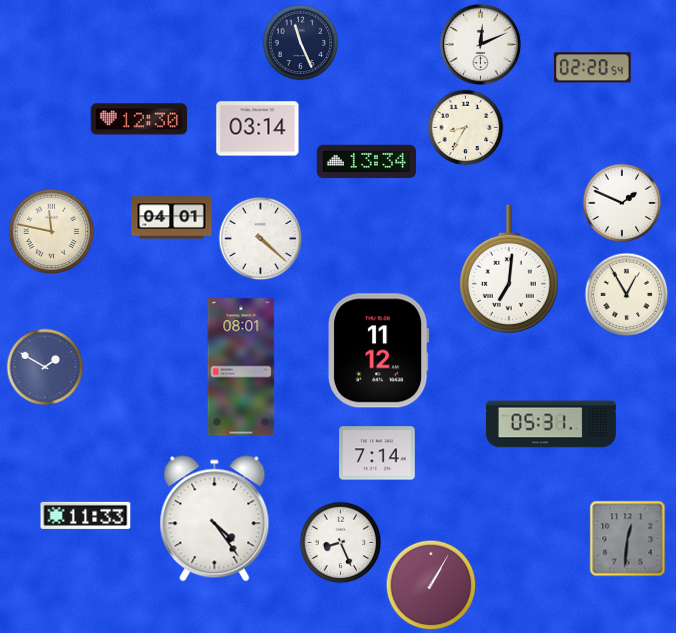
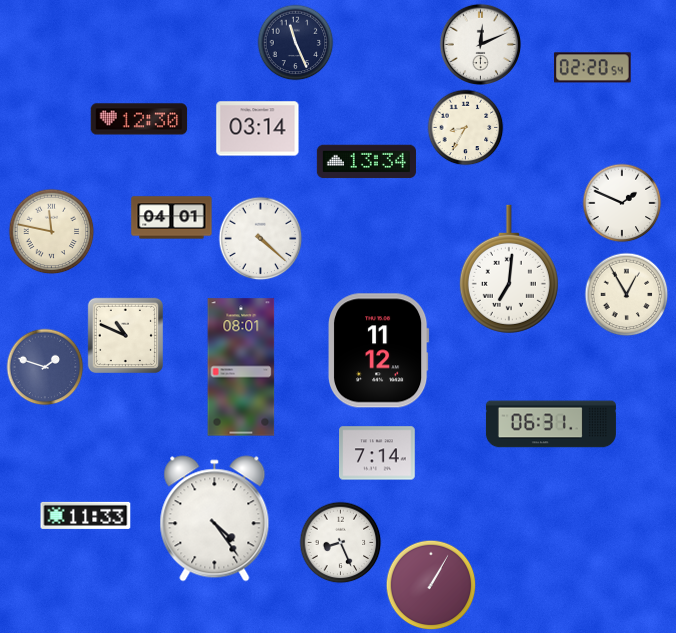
clock at (301, 43) position: (301, 43) -> (296, 43)
clock at (125, 335): none -> 10:49
clock at (45, 367): 1:50 -> 1:48
clock at (551, 424): 05:31 -> 06:31
clock at (628, 539): 12:31 -> none
